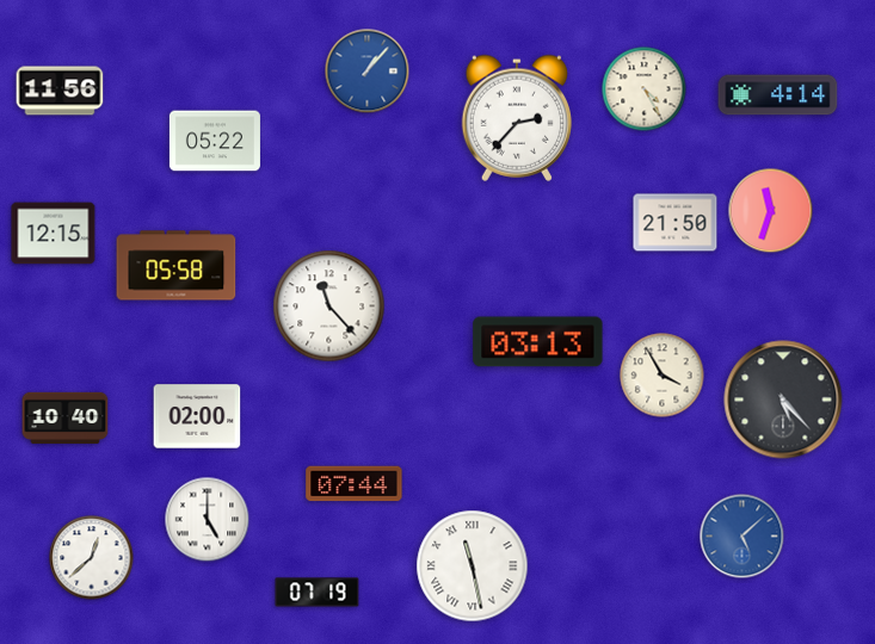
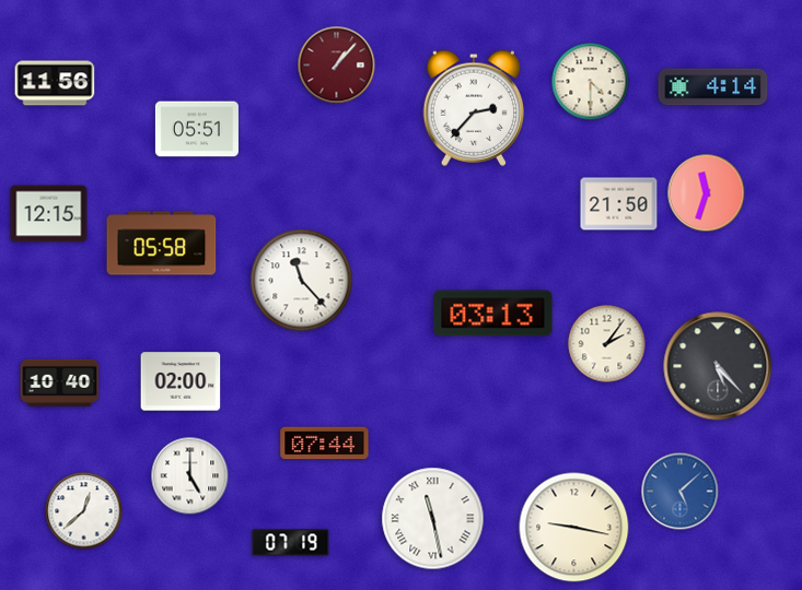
clock at (368, 72) dial: blue -> burgundy
clock at (645, 89): 4:25 -> 4:30
clock at (215, 141): 05:22 -> 05:51
clock at (663, 376): 3:55 -> 2:06
clock at (574, 528): none -> 9:17
